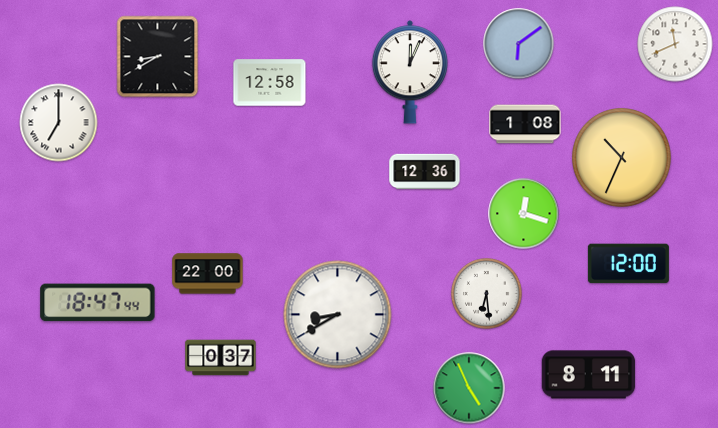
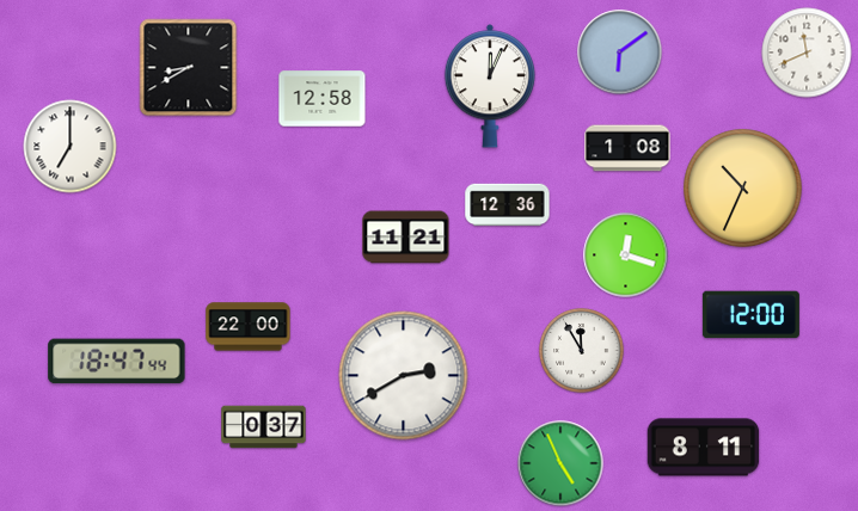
clock at (406, 238): none -> 11:21
clock at (487, 294): 6:29 -> 11:55
clock at (338, 315): 8:40 -> 2:40
